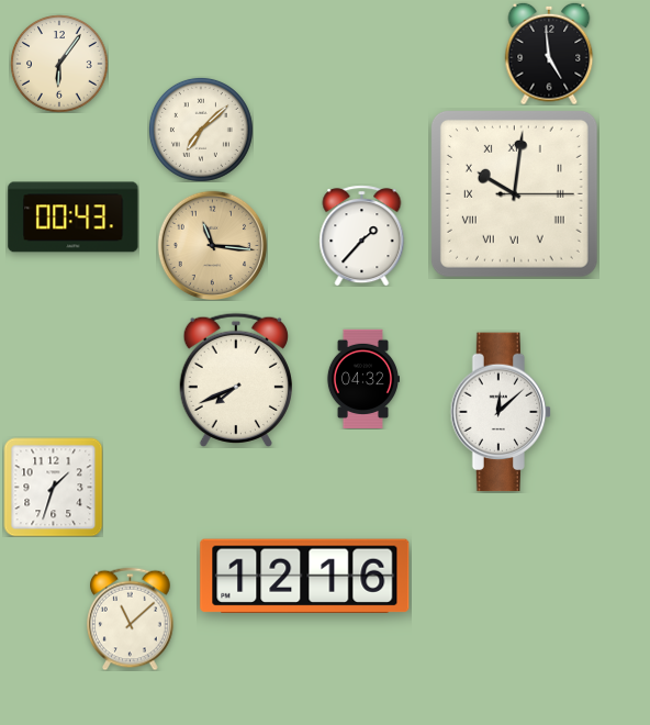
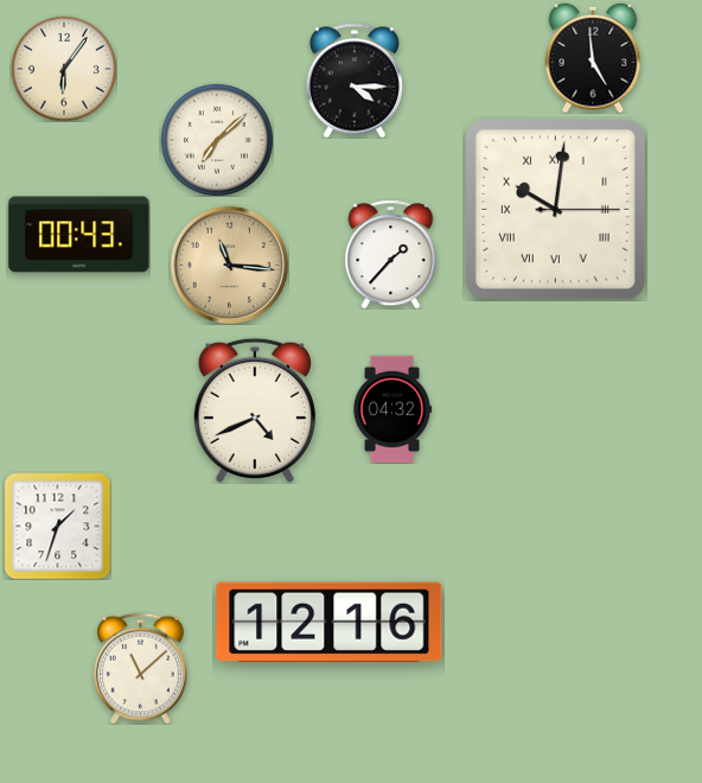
clock at (355, 81): none -> 4:15
clock at (236, 379): 7:41 -> 4:41
clock at (501, 412): 12:08 -> none
